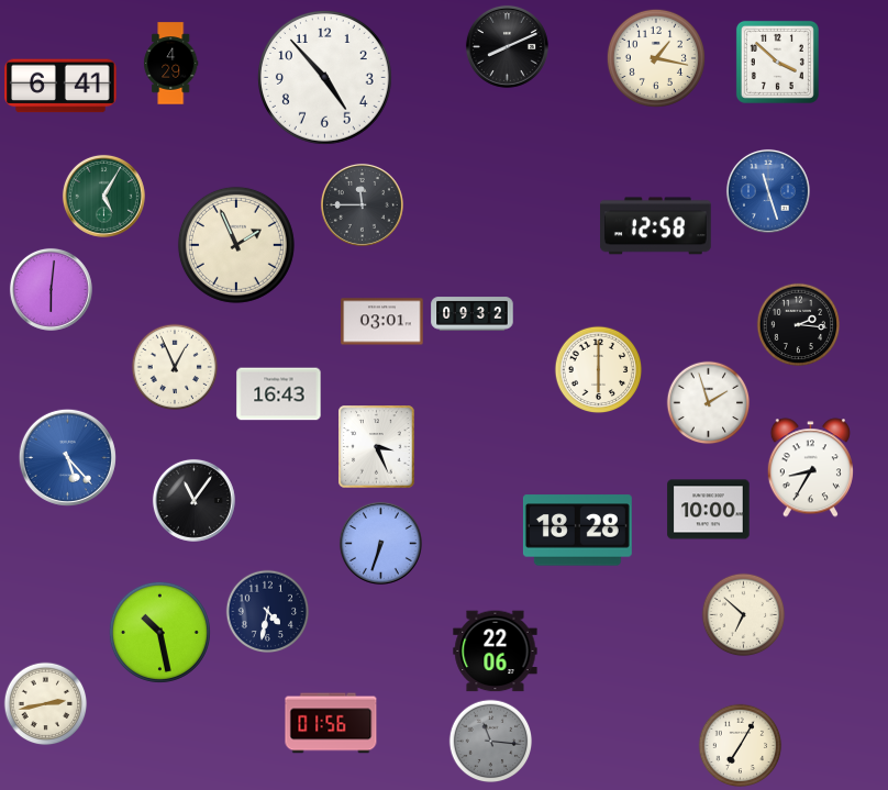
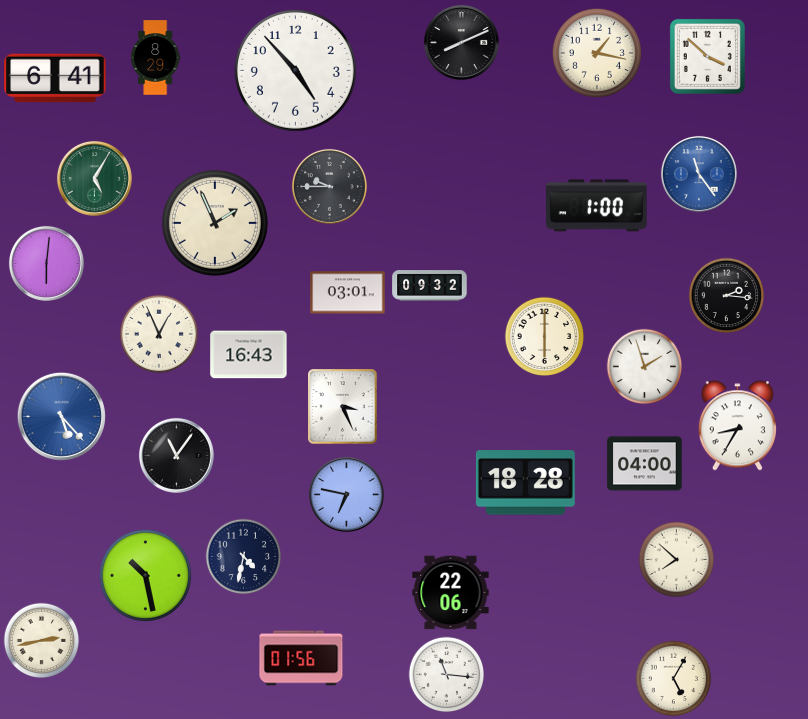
clock at (171, 64): 4:29 -> 8:29
clock at (768, 191): 11:27 -> 11:24
clock at (362, 204): 11:45 -> 9:45
clock at (656, 226): 12:58 -> 1:00
clock at (279, 394) position: (279, 394) -> (249, 355)
clock at (709, 510): 10:00 -> 04:00
clock at (380, 543): 6:33 -> 6:47
clock at (744, 615): 6:52 -> 7:52
clock at (491, 742) dial: grey -> white
clock at (741, 746): 7:05 -> 5:05
